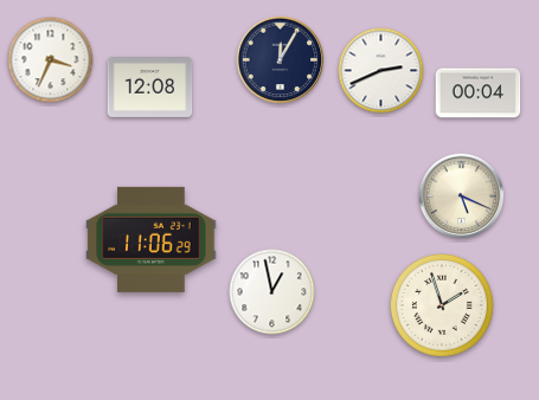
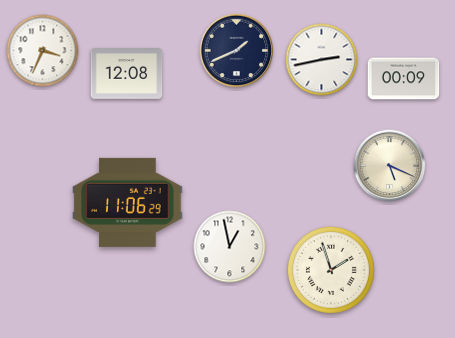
clock at (281, 60): 12:05 -> 1:41
clock at (381, 71): 2:41 -> 2:43
clock at (479, 93): 00:04 -> 00:09
clock at (442, 305) position: (442, 305) -> (331, 270)
